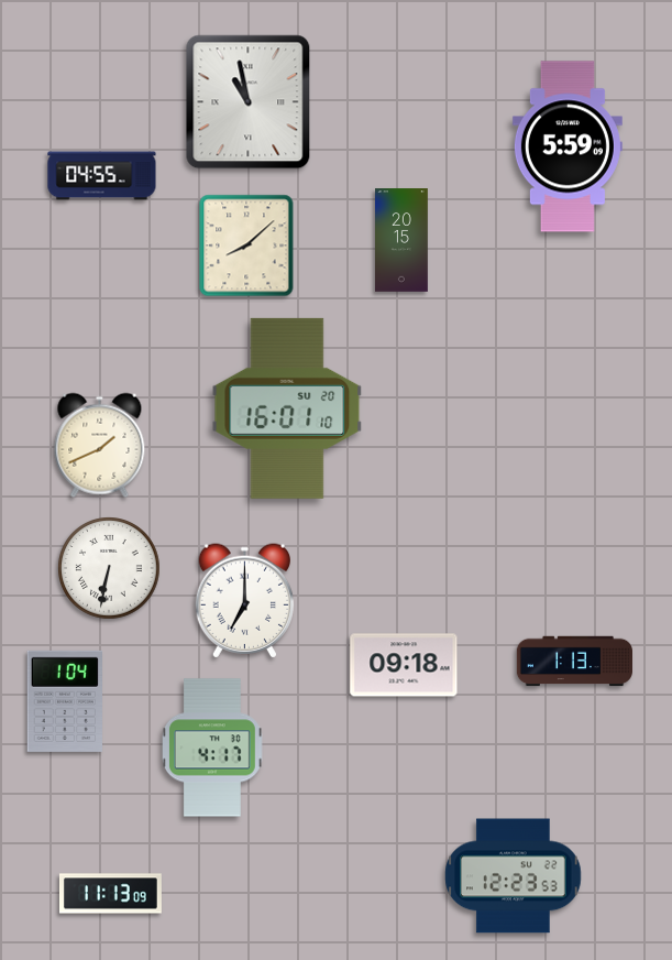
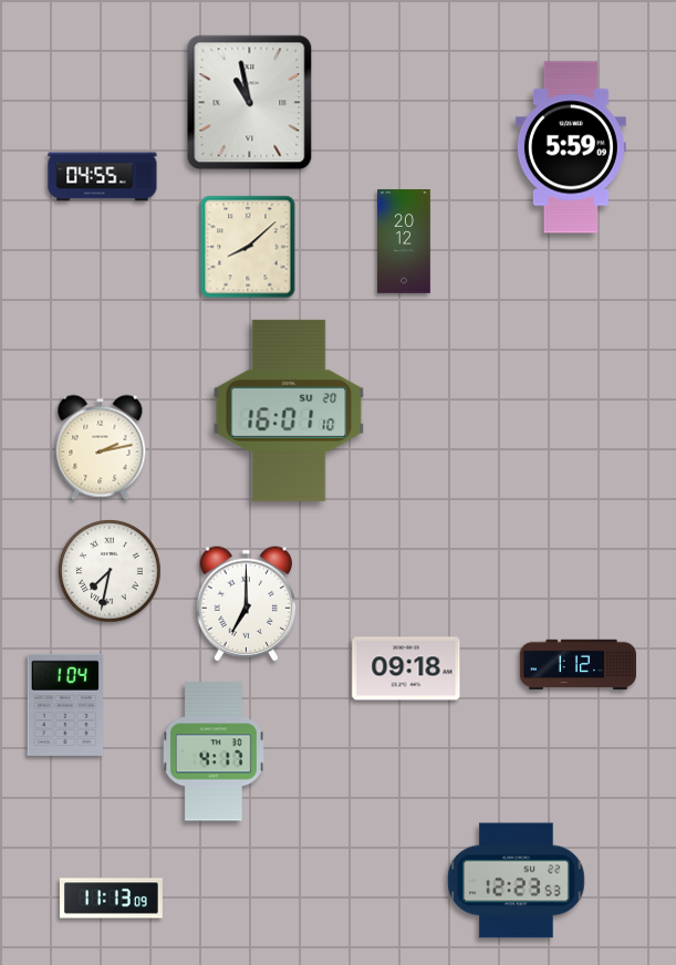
clock at (403, 240): 20:15 -> 20:12
clock at (100, 446): 1:41 -> 2:13
clock at (109, 568): 6:32 -> 7:32
clock at (575, 662): 1:13 -> 1:12
